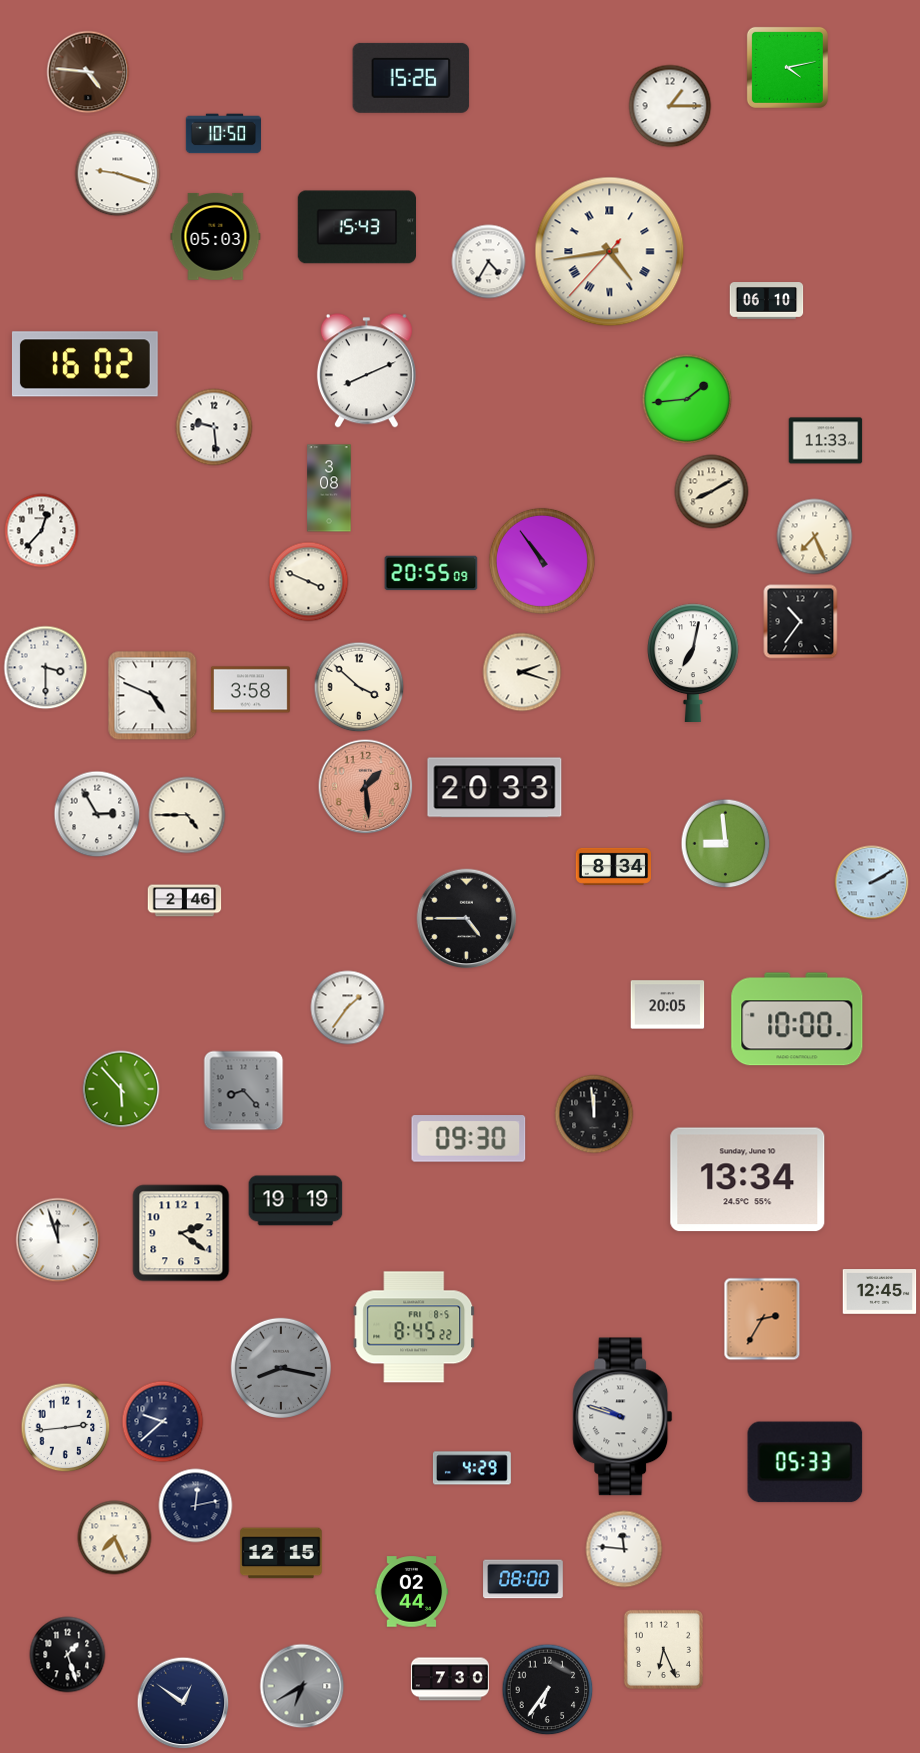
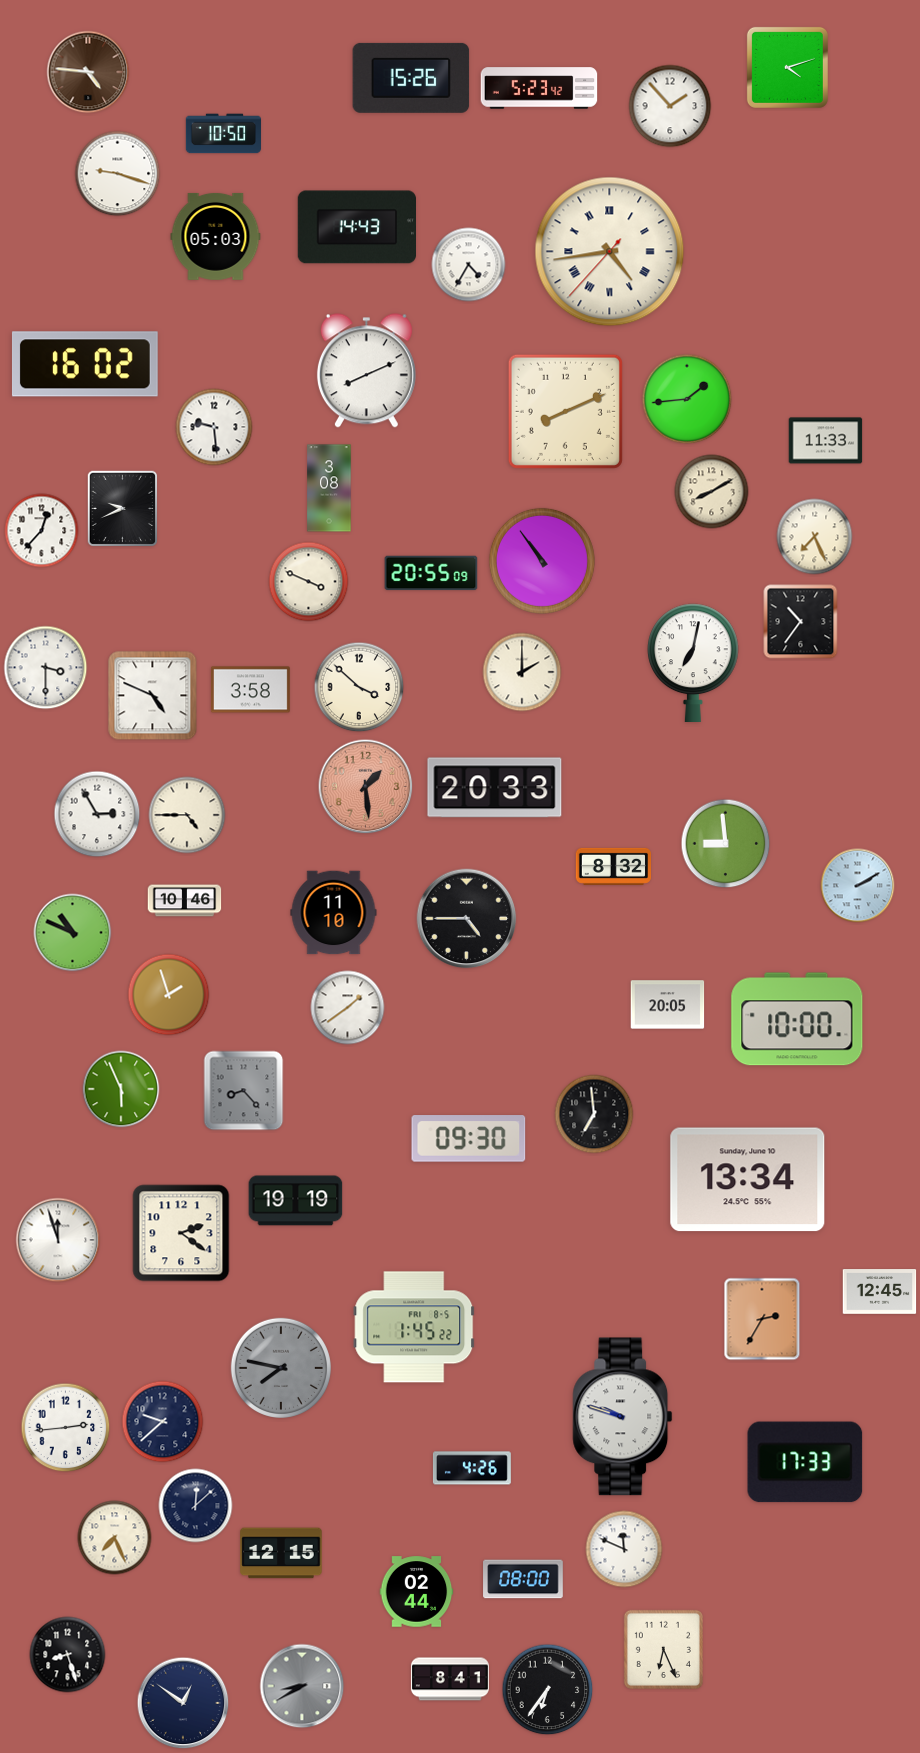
clock at (787, 67): 4:13 -> 4:12
clock at (539, 88): none -> 5:23
clock at (670, 106): 1:15 -> 1:53
clock at (356, 227): 15:43 -> 14:43
clock at (489, 262) position: (489, 262) -> (469, 265)
clock at (767, 301): 06:10 -> none
clock at (565, 411): none -> 8:11
clock at (122, 509): none -> 9:41
clock at (522, 672): 2:18 -> 2:00
clock at (613, 866): 8:34 -> 8:32
clock at (872, 883) position: (872, 883) -> (858, 886)
clock at (185, 901): 2:46 -> 10:46
clock at (334, 913): none -> 11:10
clock at (73, 933): none -> 10:49
clock at (169, 995): none -> 1:57
clock at (348, 1008): 1:36 -> 1:39
clock at (121, 1089): 5:53 -> 5:56
clock at (594, 1114): 11:59 -> 6:59
clock at (414, 1327): 8:45 -> 1:45
clock at (281, 1368): 8:17 -> 7:47
clock at (805, 1462): 05:33 -> 17:33
clock at (472, 1468): 4:29 -> 4:26
clock at (196, 1506): 12:13 -> 12:08
clock at (624, 1549): 11:46 -> 11:49
clock at (412, 1592) position: (412, 1592) -> (417, 1592)
clock at (68, 1655): 1:27 -> 8:27
clock at (450, 1679): 7:30 -> 8:41
clock at (302, 1686): 6:40 -> 8:40
